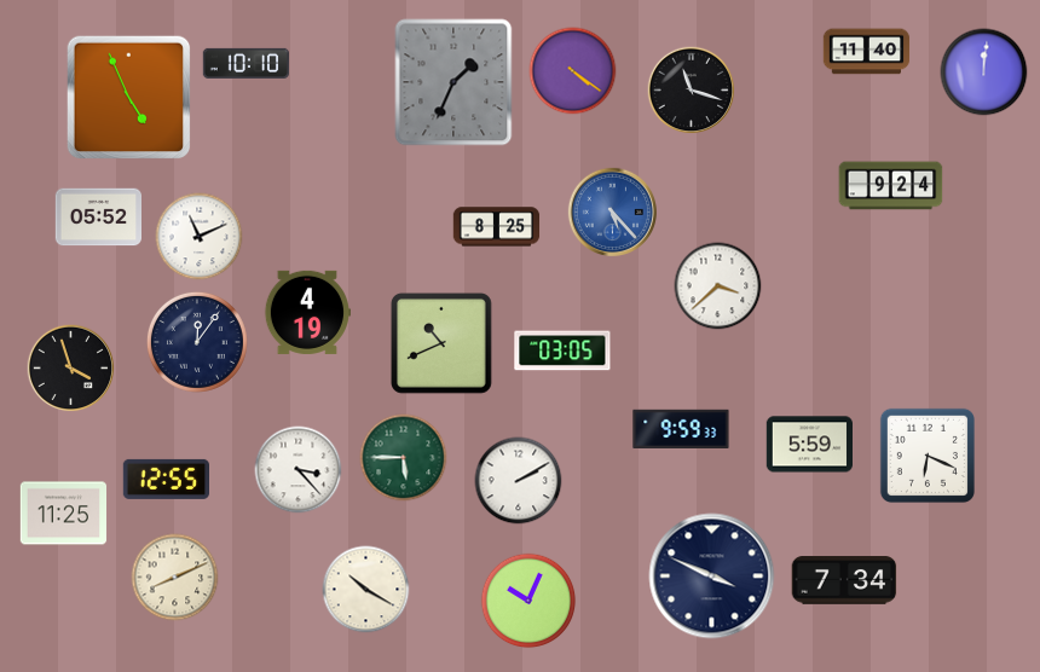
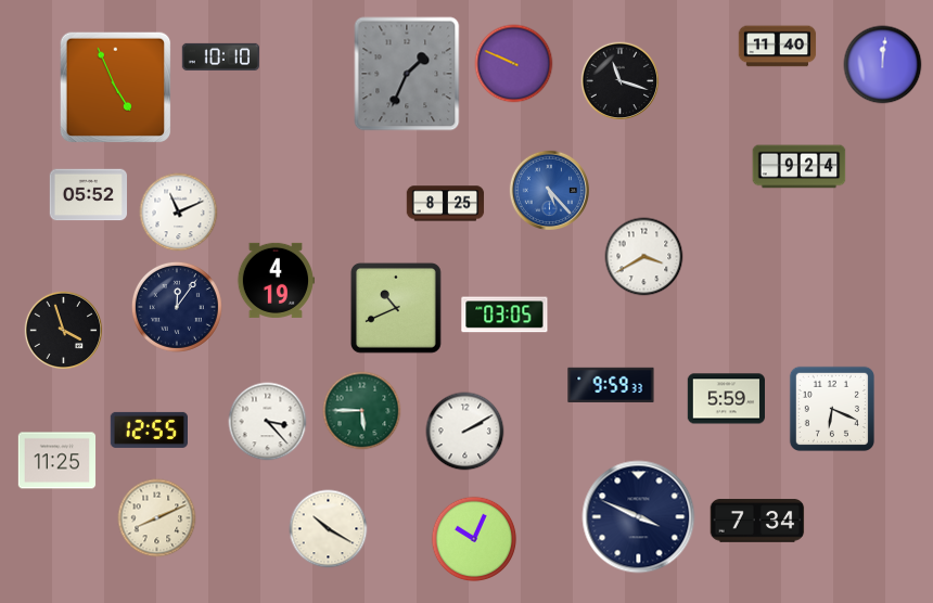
clock at (573, 71): 4:21 -> 9:49
clock at (718, 286): 3:38 -> 3:40
